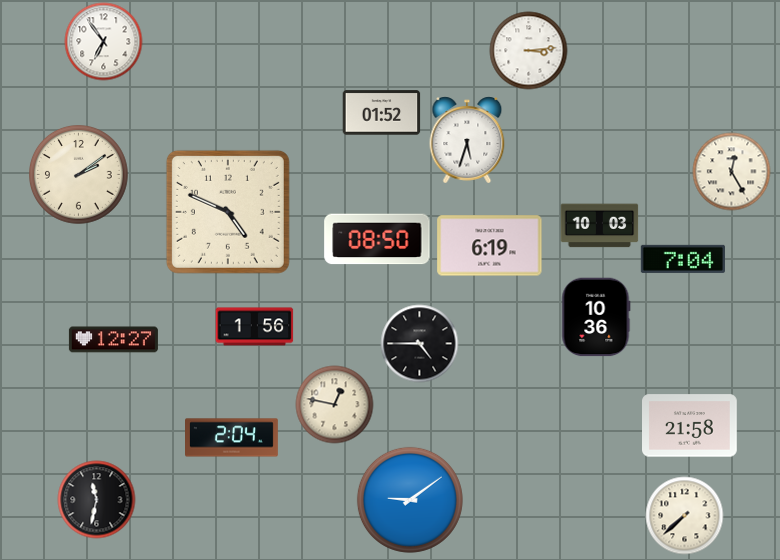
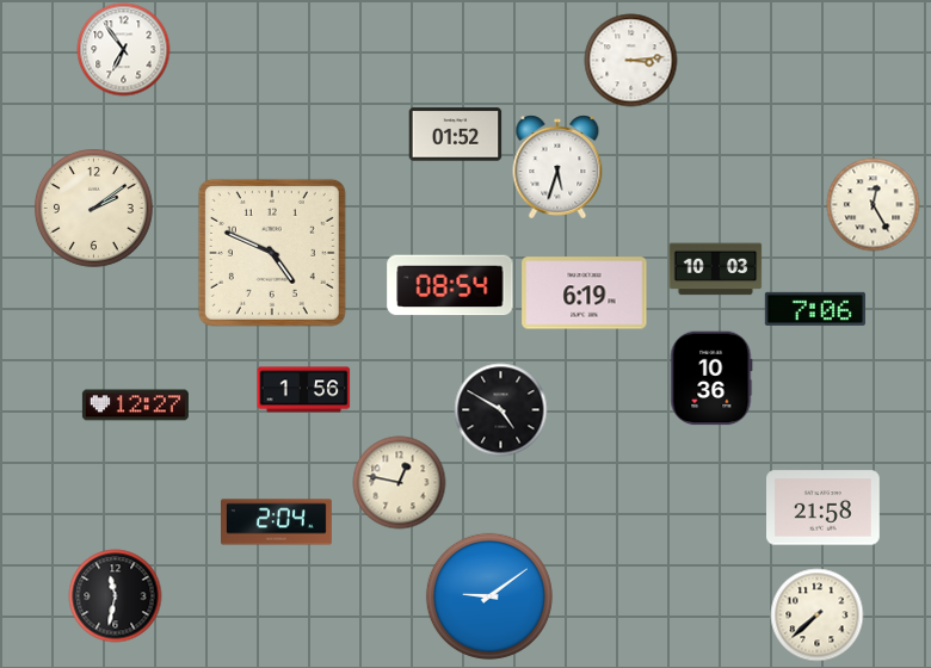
clock at (377, 239): 08:50 -> 08:54
clock at (683, 259): 7:04 -> 7:06
clock at (419, 343): 4:45 -> 4:50
